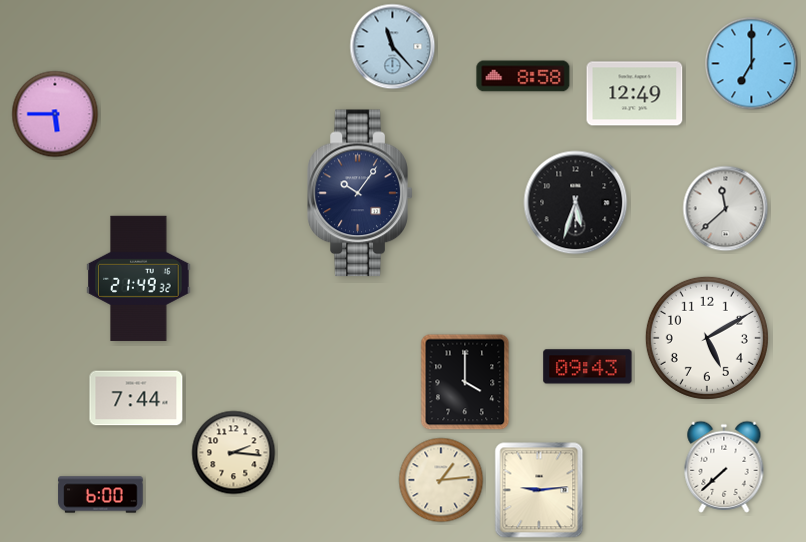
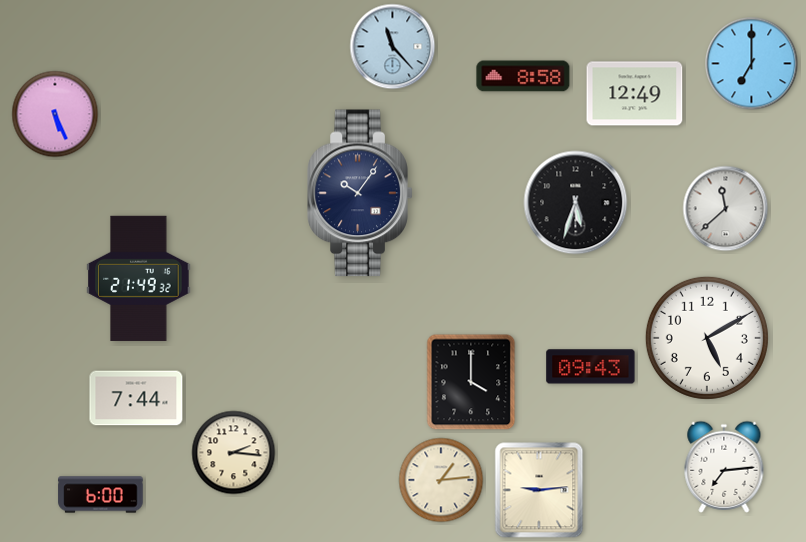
clock at (55, 114): 5:45 -> 5:26
clock at (588, 367) position: (588, 367) -> (591, 367)
clock at (465, 382) position: (465, 382) -> (471, 382)
clock at (724, 467): 7:38 -> 7:14
